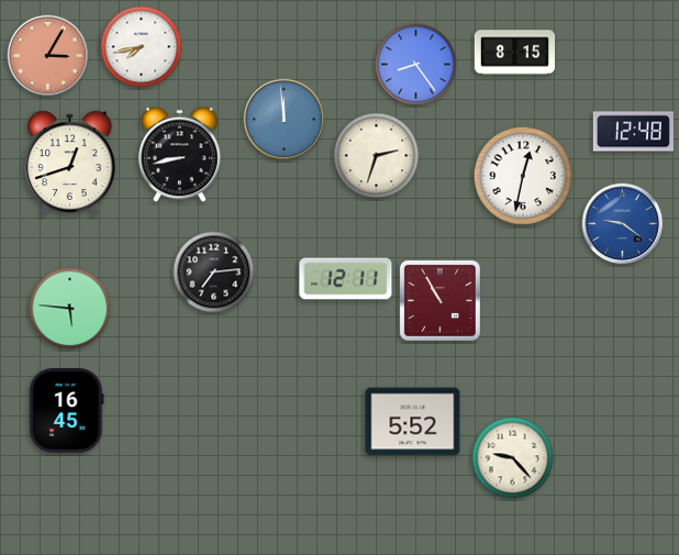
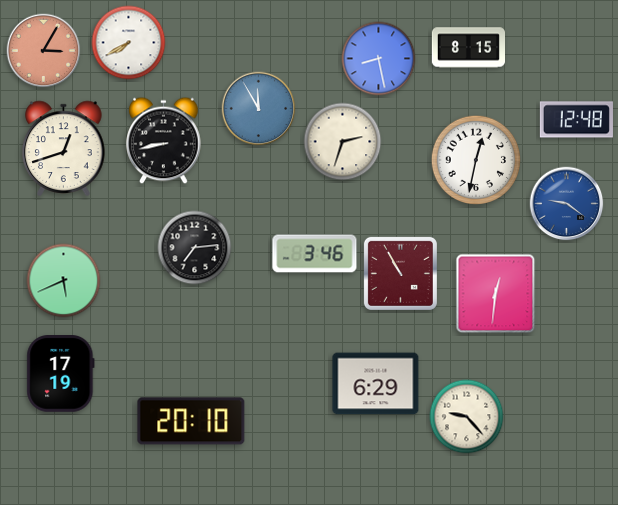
clock at (142, 47): 7:43 -> 7:40
clock at (416, 65): 8:24 -> 8:28
clock at (285, 120): 11:59 -> 11:55
clock at (346, 279): 12:11 -> 3:46
clock at (70, 309): 5:46 -> 5:41
clock at (496, 294): none -> 12:31
clock at (67, 411): 16:45 -> 17:19
clock at (413, 422): 5:52 -> 6:29
clock at (191, 421): none -> 20:10
